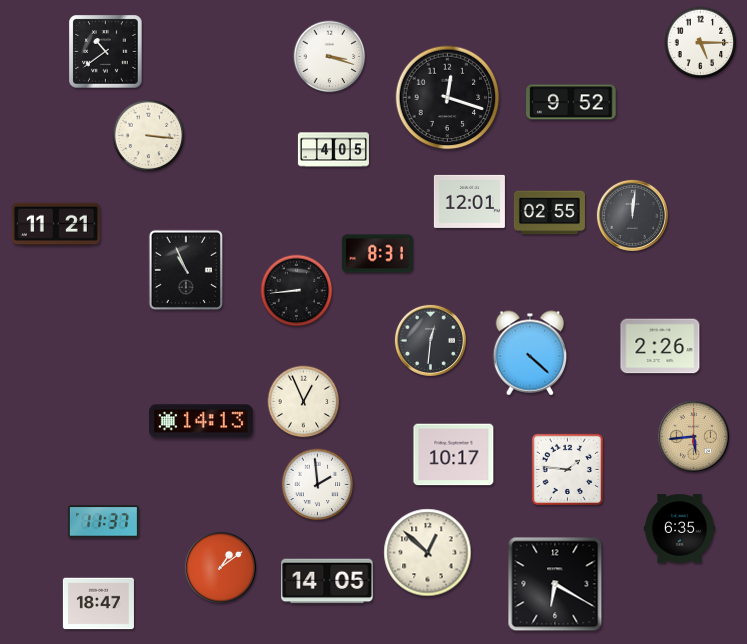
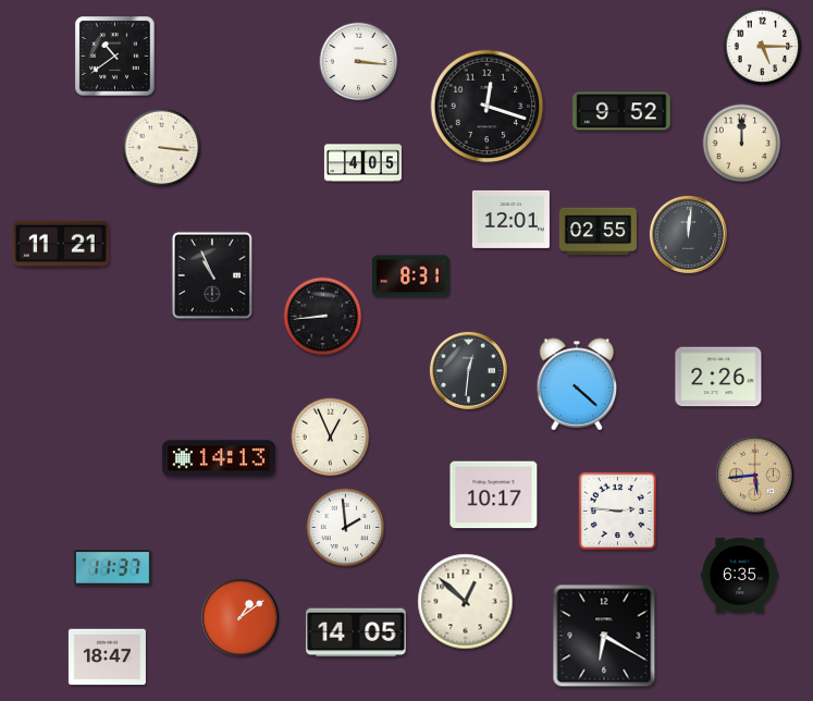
clock at (330, 57): 3:18 -> 3:16
clock at (742, 144): none -> 12:00
clock at (186, 270) position: (186, 270) -> (212, 275)
clock at (567, 469): 1:46 -> 2:46
